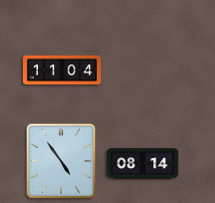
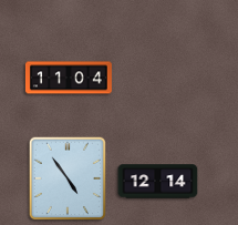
clock at (143, 164): 08:14 -> 12:14
